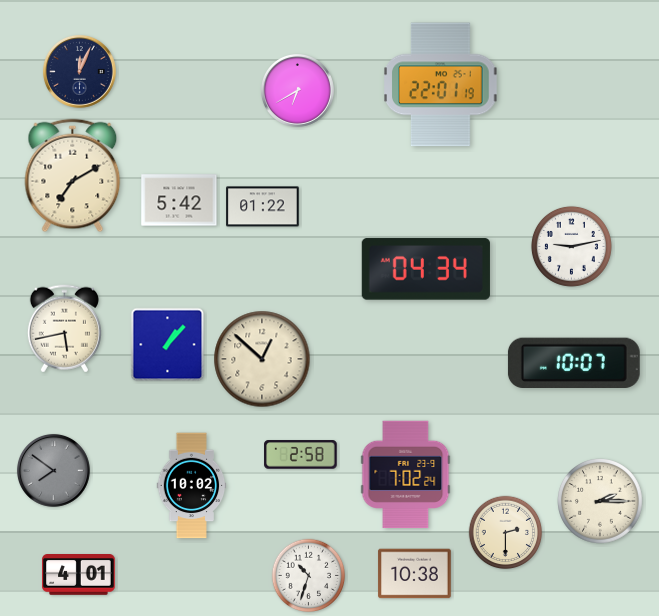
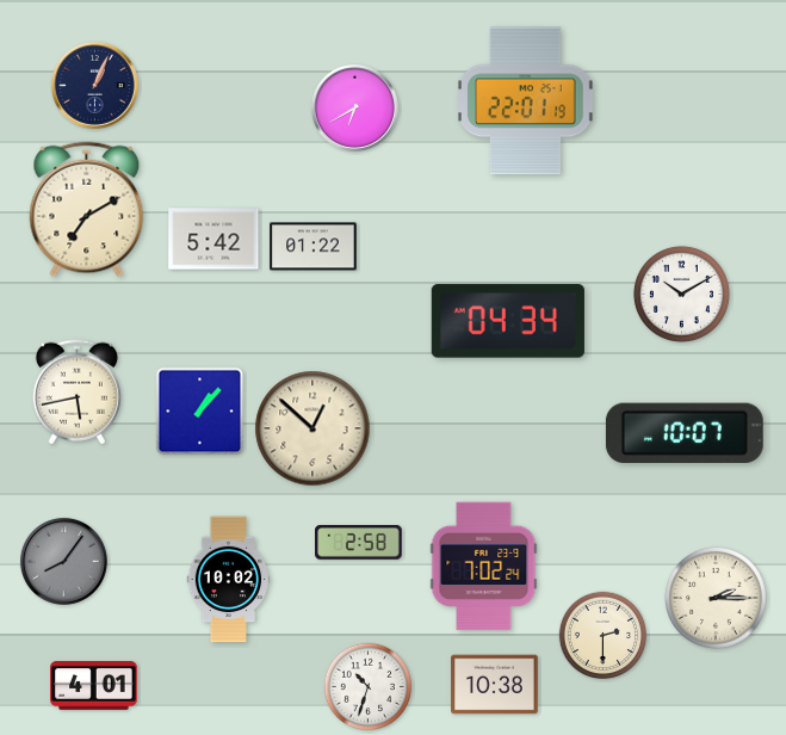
clock at (79, 71): 12:04 -> 1:04
clock at (571, 246): 9:13 -> 10:10
clock at (53, 470): 7:51 -> 8:06
